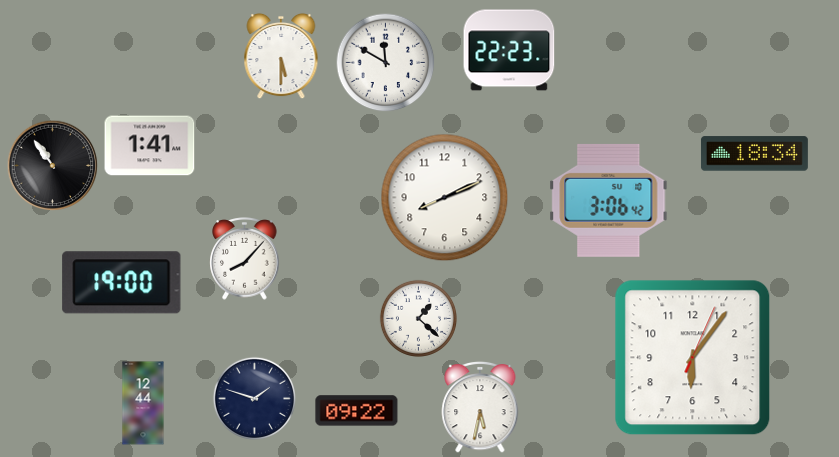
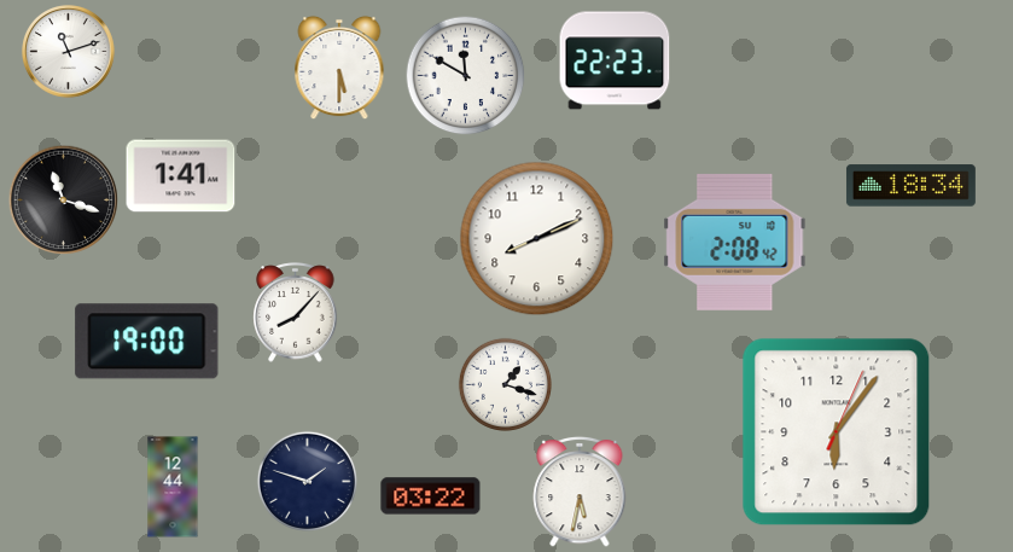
clock at (69, 52): none -> 11:12
clock at (52, 165): 10:54 -> 11:18
clock at (609, 200): 3:06 -> 2:08
clock at (418, 318): 1:22 -> 1:18
clock at (357, 411): 09:22 -> 03:22
